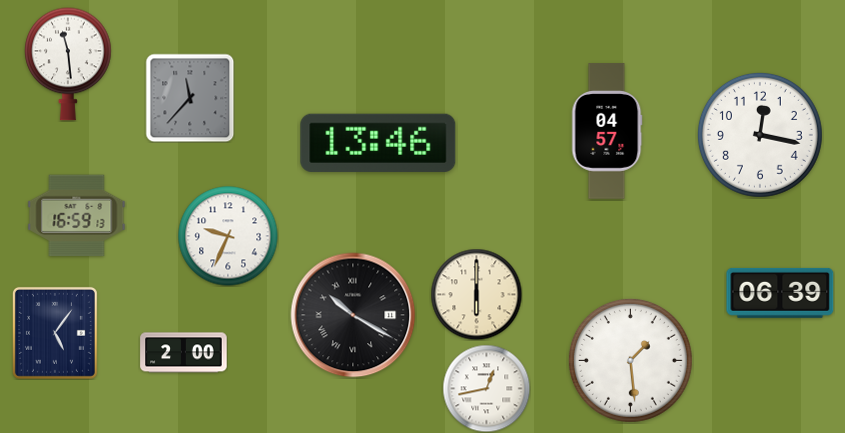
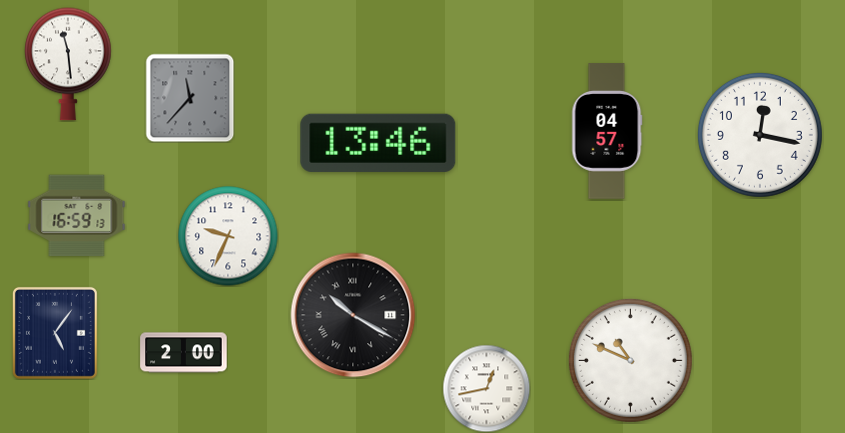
clock at (780, 293): 06:39 -> none
clock at (476, 294): 6:00 -> none
clock at (630, 360): 1:29 -> 10:49
